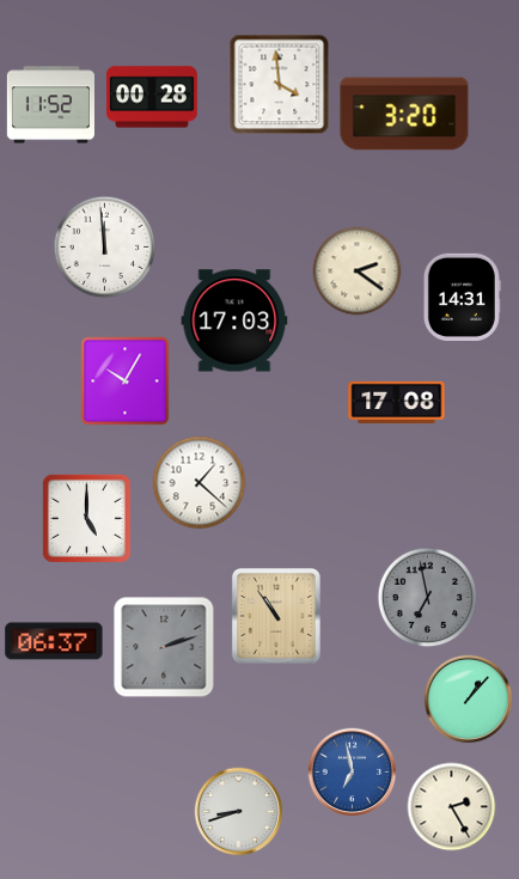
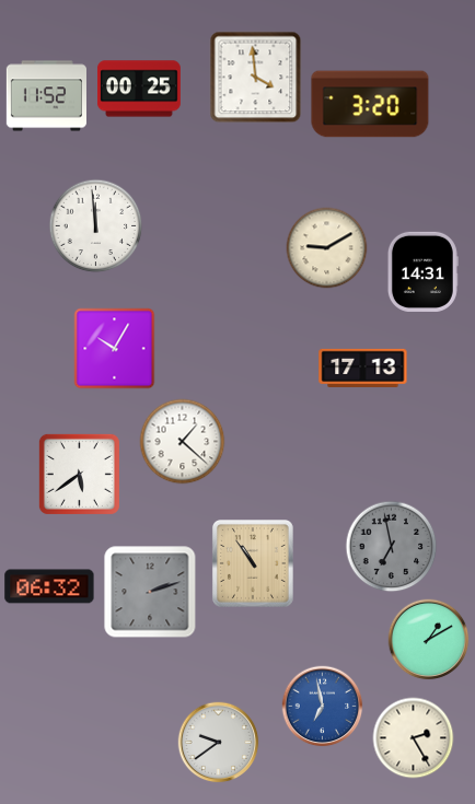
clock at (152, 97): 00:28 -> 00:25
clock at (358, 271): 2:21 -> 9:10
clock at (234, 321): 17:03 -> none
clock at (397, 402): 17:08 -> 17:13
clock at (86, 518): 5:00 -> 5:39
clock at (54, 641): 06:37 -> 06:32
clock at (469, 700): 1:07 -> 1:10
clock at (239, 812): 8:42 -> 9:39
